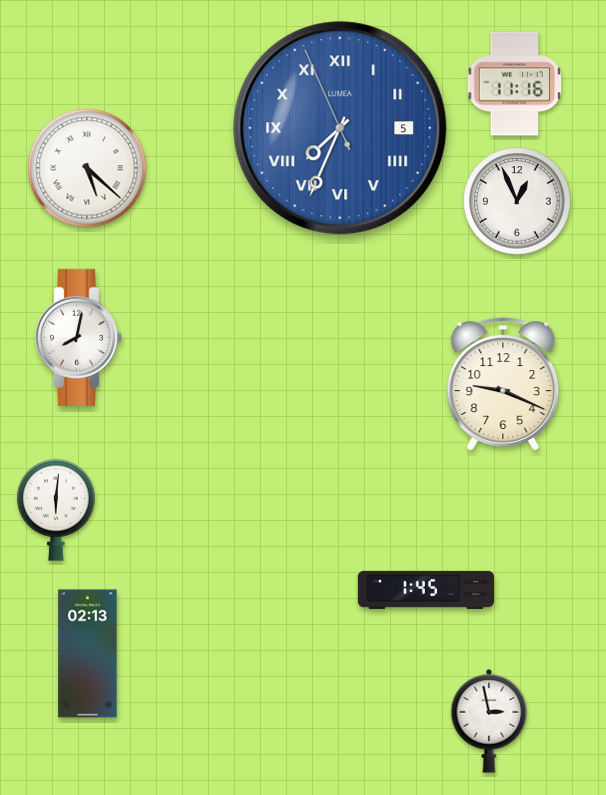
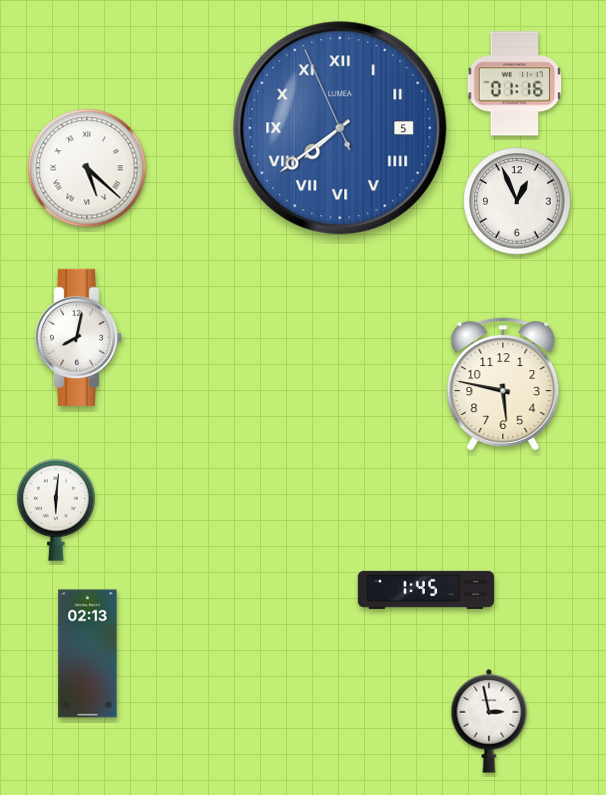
clock at (515, 84): 11:16 -> 01:16
clock at (340, 128): 7:33 -> 7:38
clock at (503, 384): 9:19 -> 5:47
